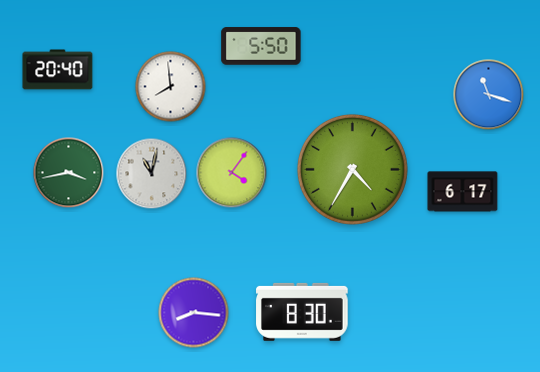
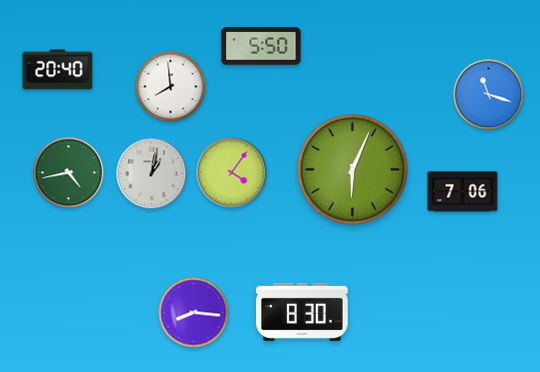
clock at (352, 169): 4:35 -> 6:04
clock at (69, 173): 3:43 -> 4:43
clock at (152, 174): 11:02 -> 1:02
clock at (463, 192): 6:17 -> 7:06
